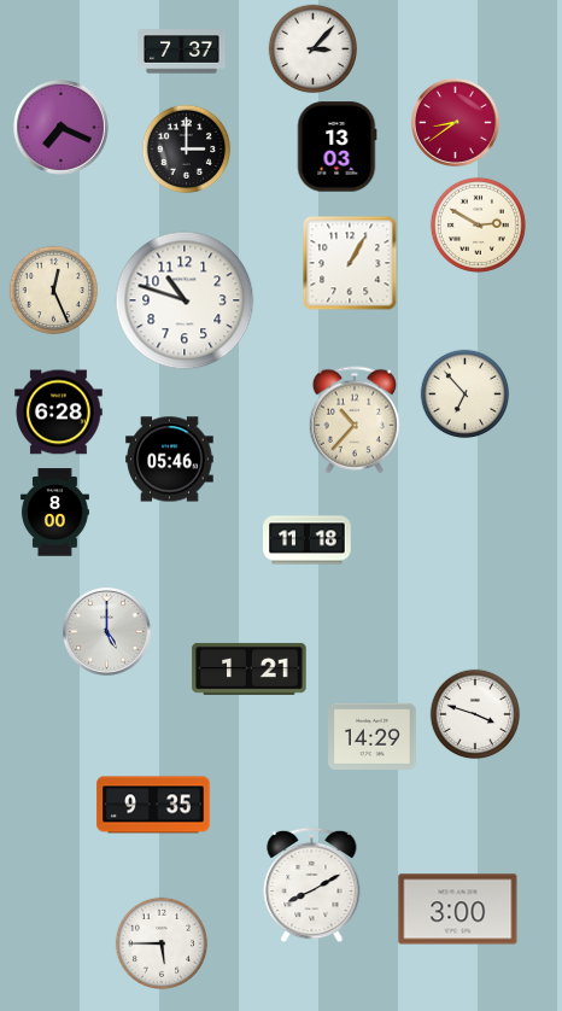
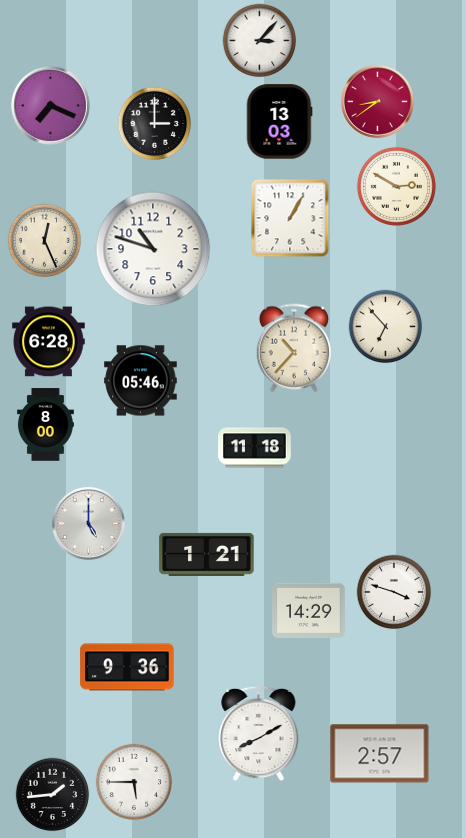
clock at (182, 52): 7:37 -> none
clock at (153, 805): 9:35 -> 9:36
clock at (458, 910): 3:00 -> 2:57
clock at (53, 795): none -> 1:44
